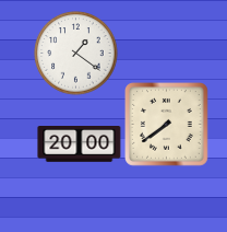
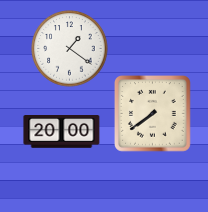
clock at (80, 144) position: (80, 144) -> (62, 132)
